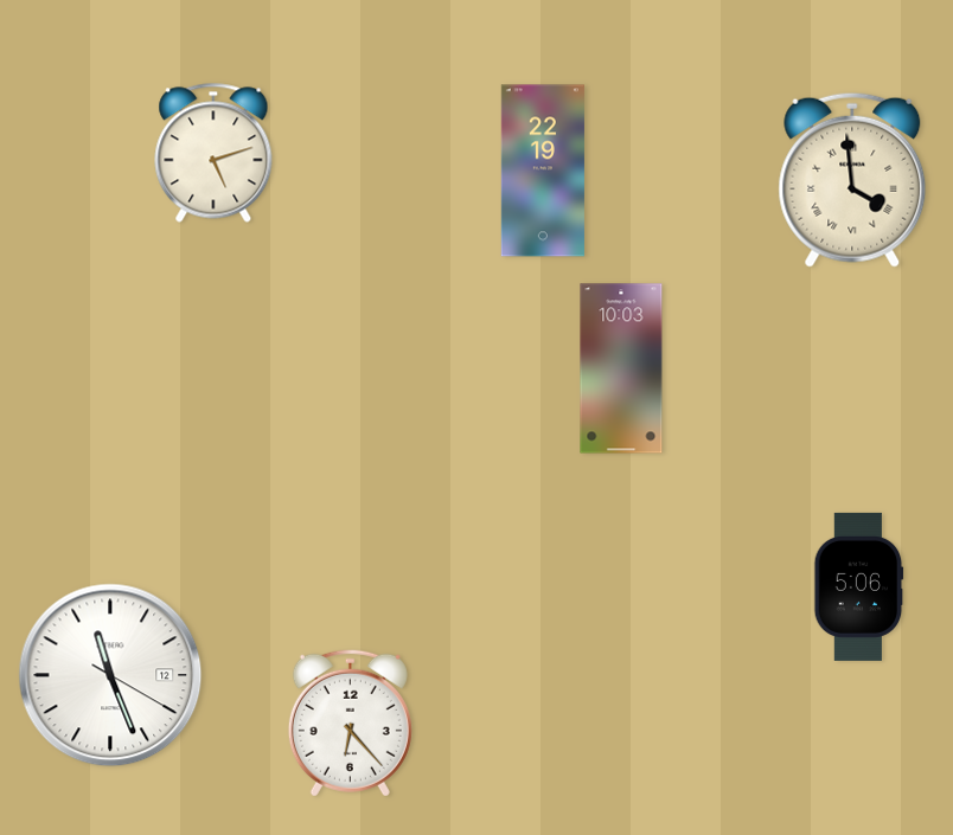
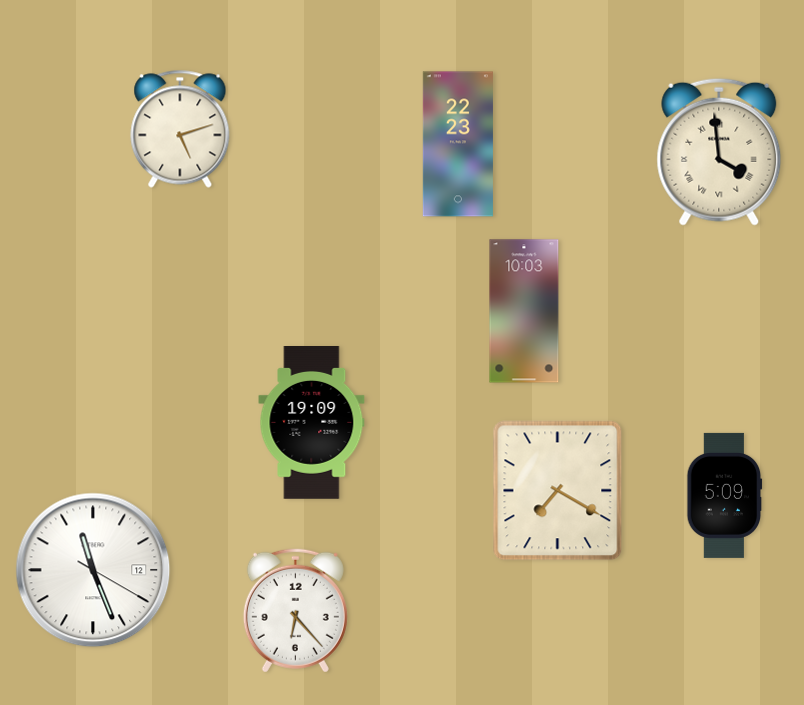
clock at (543, 171): 22:19 -> 22:23
clock at (312, 423): none -> 19:09
clock at (558, 491): none -> 7:20
clock at (859, 586): 5:06 -> 5:09
